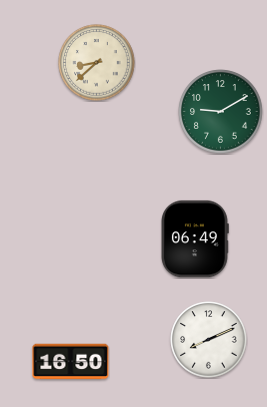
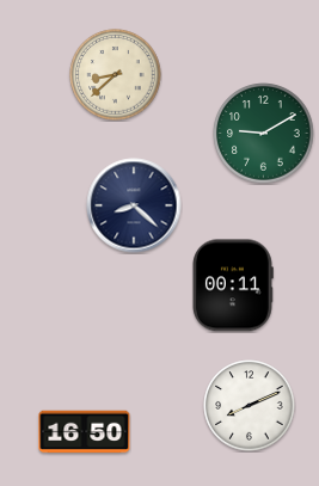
clock at (134, 205): none -> 8:22
clock at (195, 239): 06:49 -> 00:11
